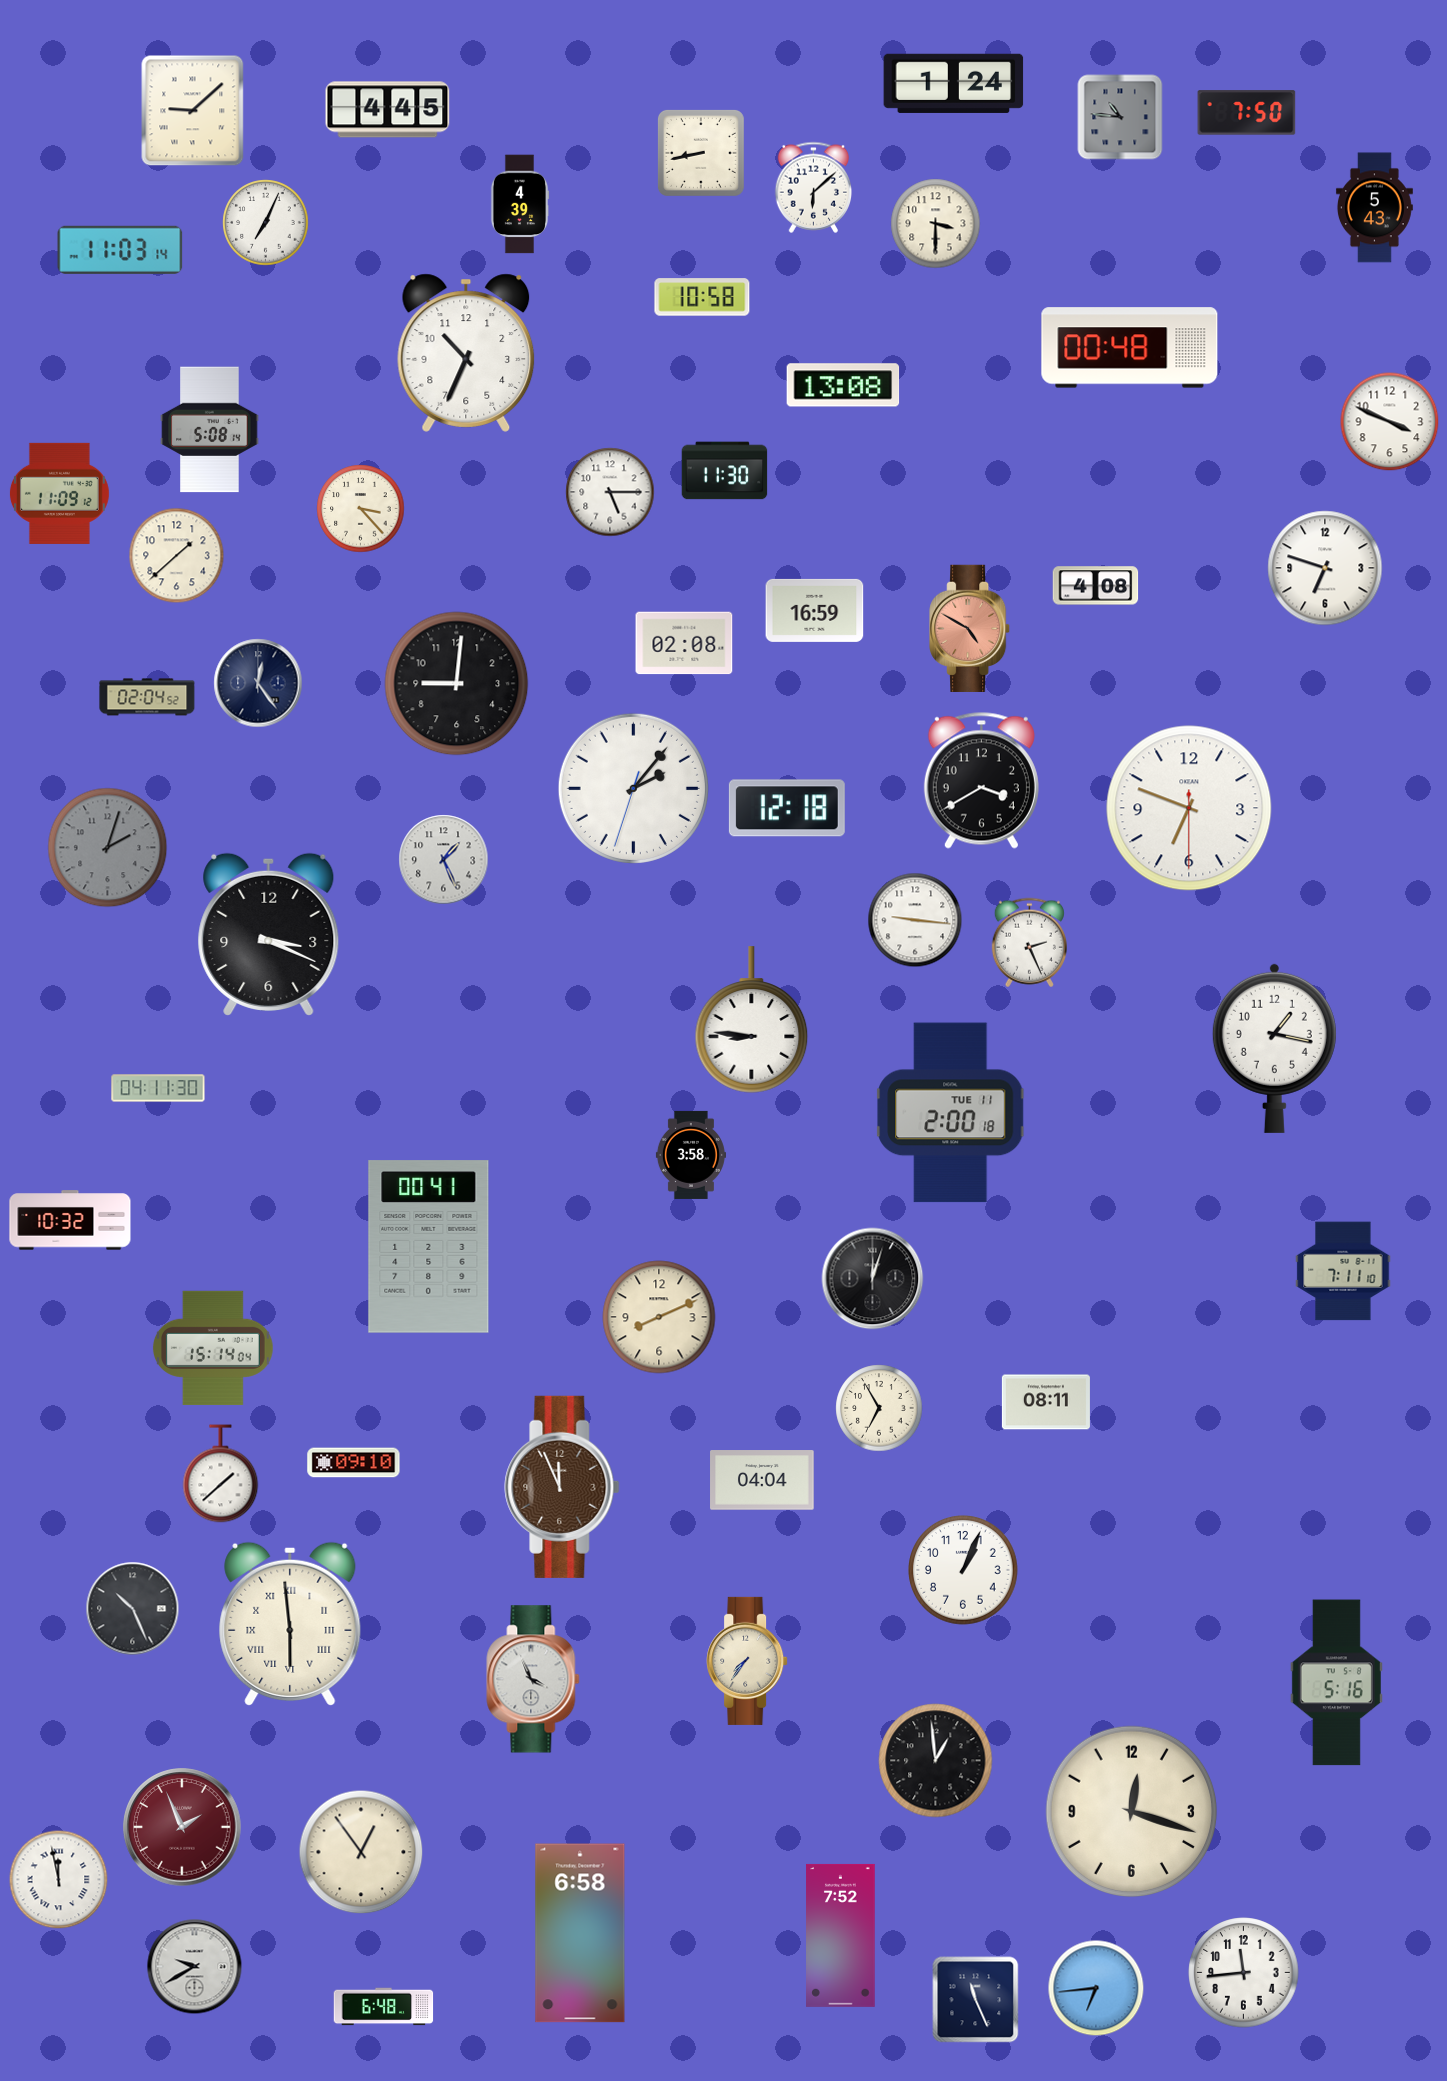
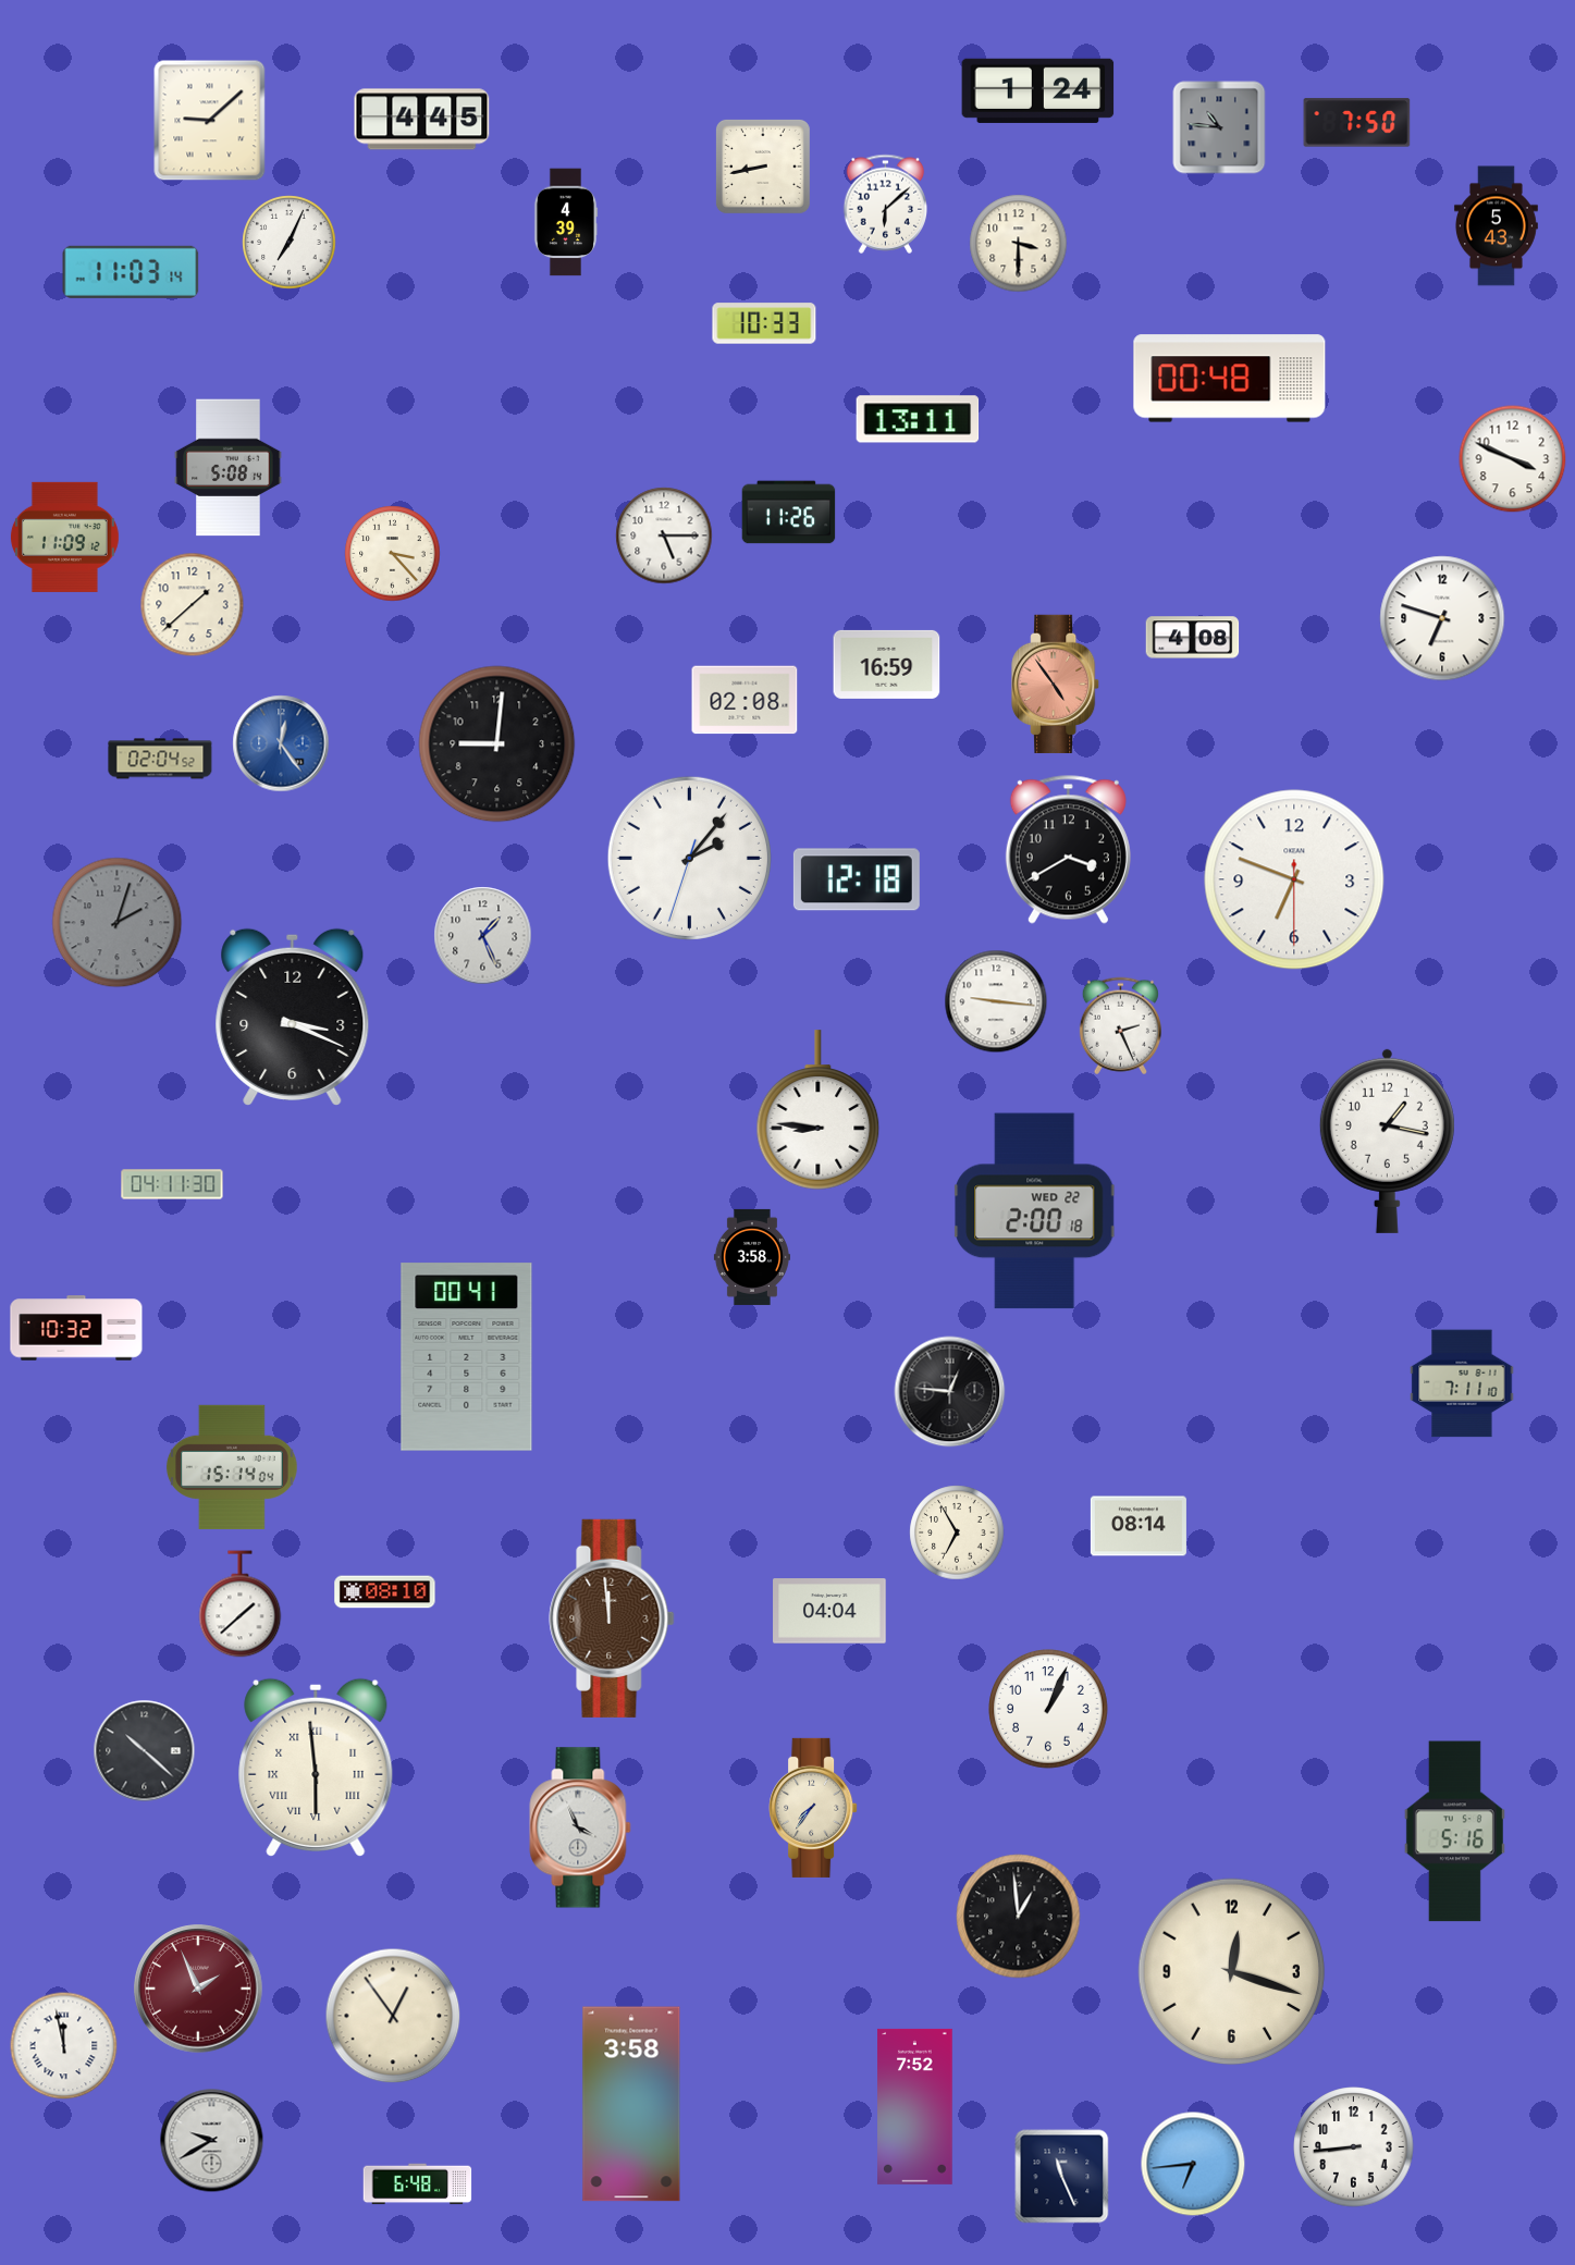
clock at (702, 297): 10:58 -> 10:33
clock at (466, 353): 10:34 -> none
clock at (843, 385): 13:08 -> 13:11
clock at (725, 471): 11:30 -> 11:26
clock at (970, 628): 4:50 -> 4:54
clock at (258, 683) dial: navy -> blue
clock at (951, 1113) date: TUE 11 -> WED 22
clock at (873, 1279): 12:03 -> 12:46
clock at (659, 1317): 8:11 -> none
clock at (1046, 1402): 08:11 -> 08:14
clock at (354, 1463): 09:10 -> 08:10
clock at (562, 1487): 11:56 -> 11:59
clock at (133, 1609): 10:26 -> 10:22
clock at (580, 1933): 6:58 -> 3:58
clock at (1244, 1973): 11:44 -> 8:44
